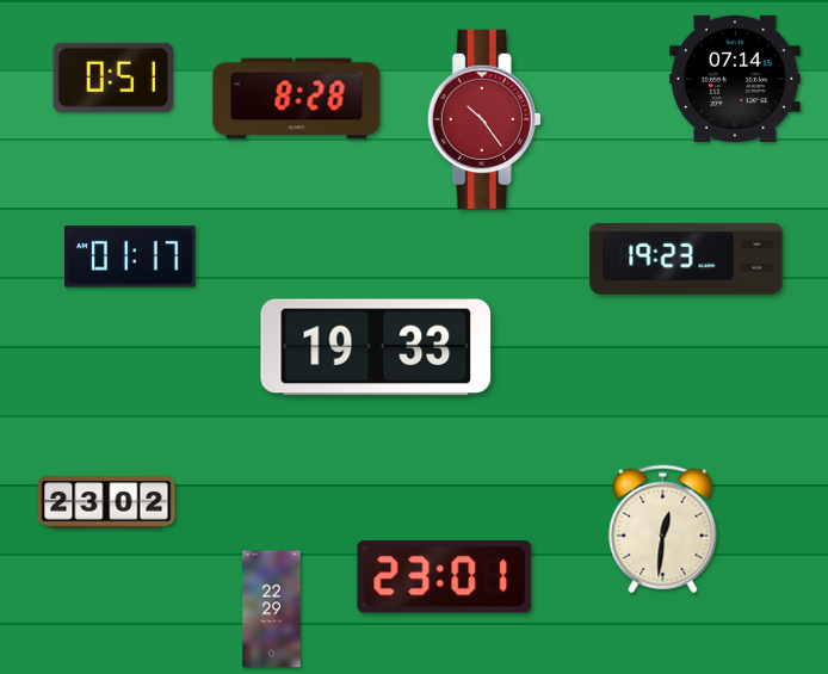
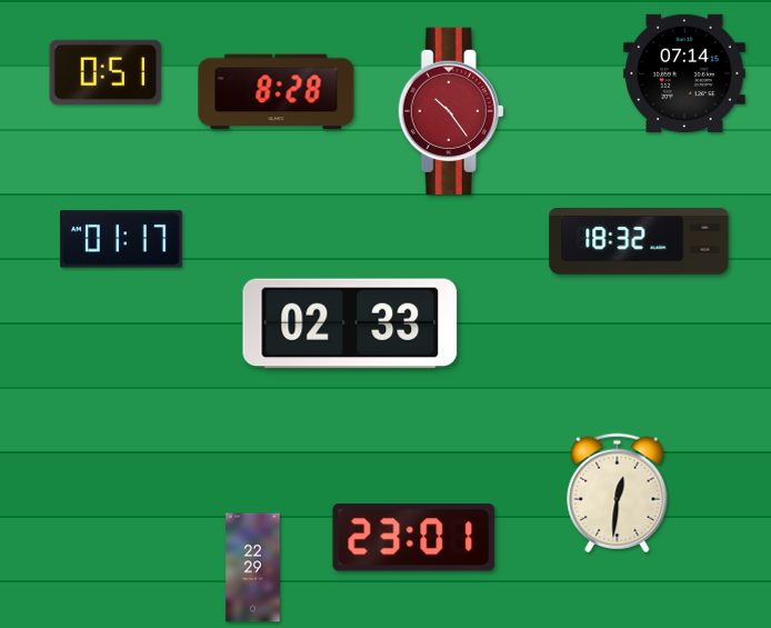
clock at (686, 260): 19:23 -> 18:32
clock at (376, 347): 19:33 -> 02:33
clock at (106, 502): 23:02 -> none
